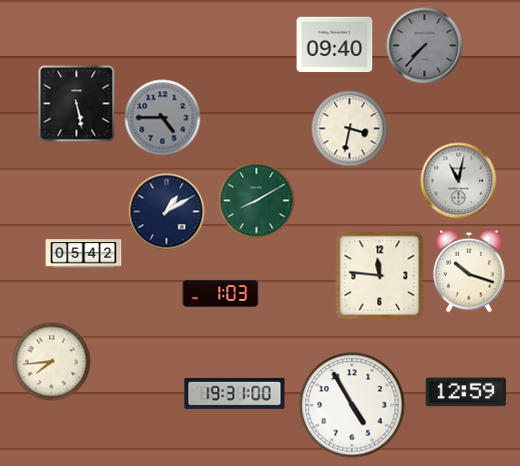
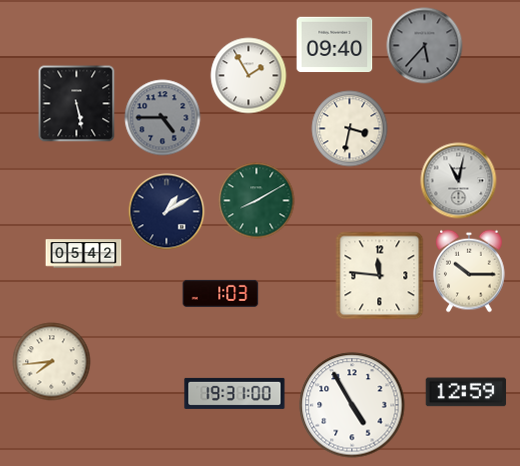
clock at (425, 46): 7:37 -> 5:37
clock at (249, 76): none -> 1:55
clock at (470, 271): 10:18 -> 10:15
